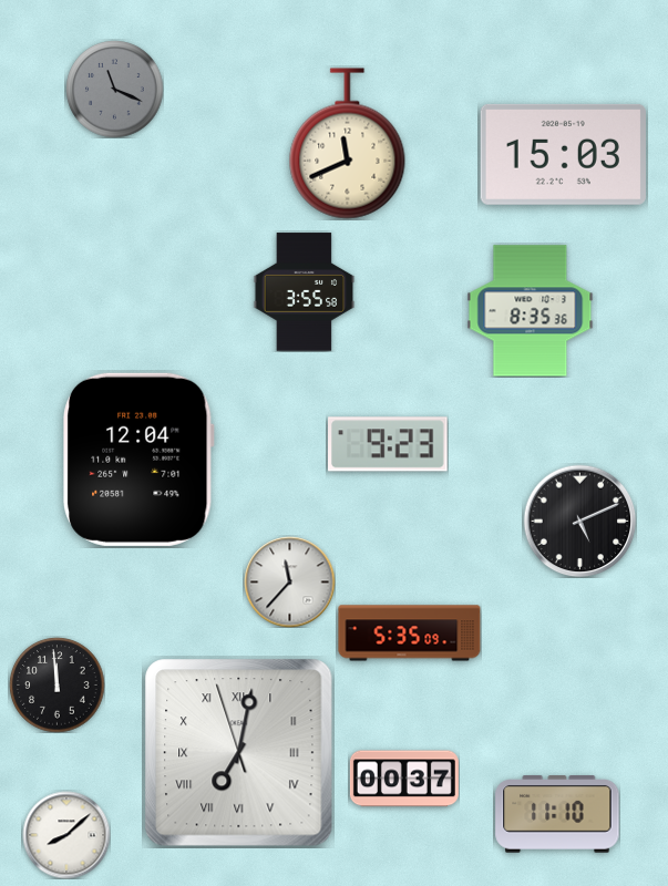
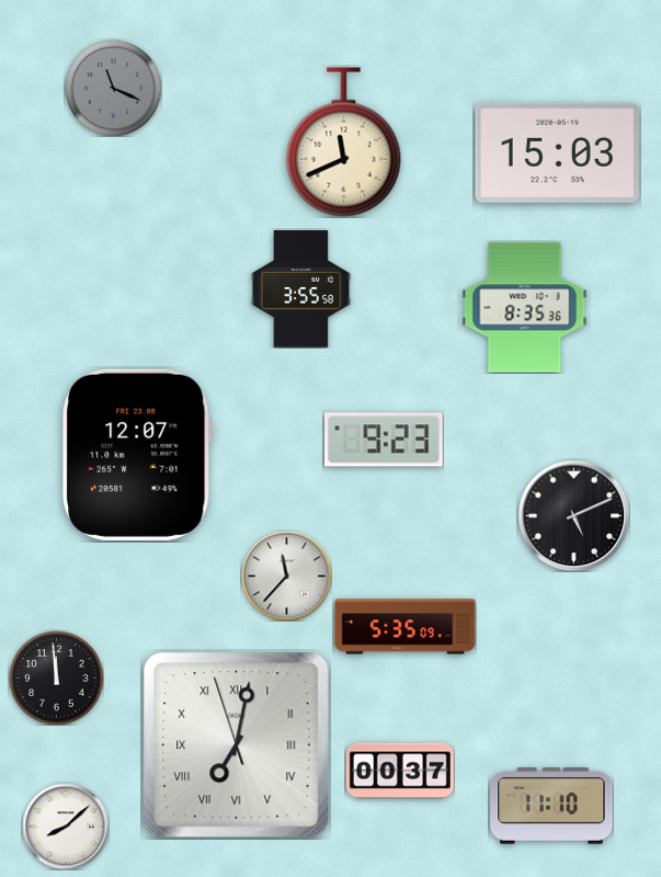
clock at (140, 460): 12:04 -> 12:07
